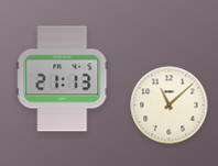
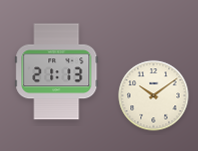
clock at (170, 106): 11:08 -> 10:09
